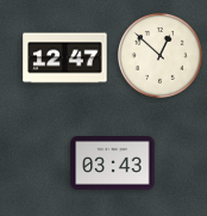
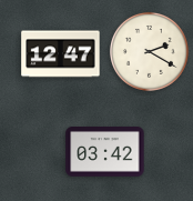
clock at (159, 55): 12:52 -> 2:20
clock at (113, 163): 03:43 -> 03:42
